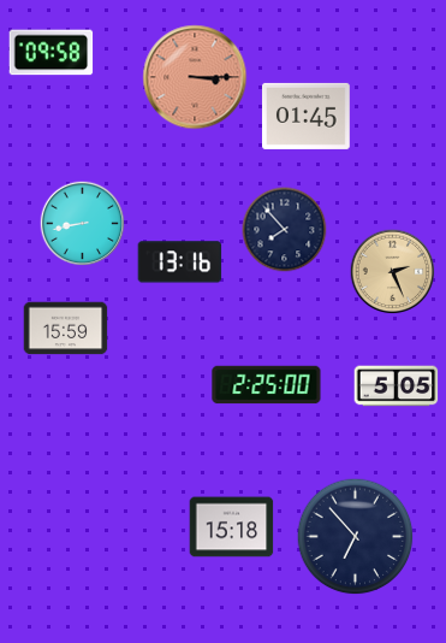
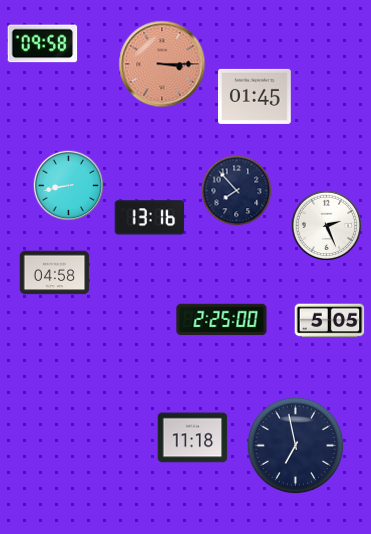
clock at (393, 272) dial: champagne -> white
clock at (66, 329): 15:59 -> 04:58
clock at (232, 527): 15:18 -> 11:18
clock at (356, 537): 6:53 -> 6:58
